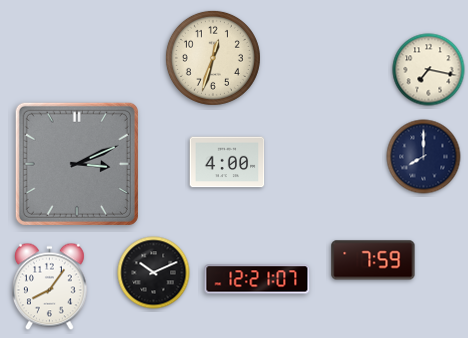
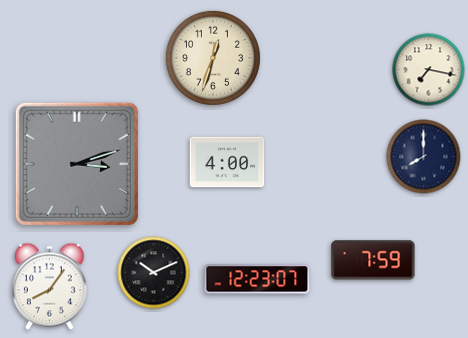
clock at (77, 164): 3:11 -> 3:12
clock at (257, 279): 12:21 -> 12:23
